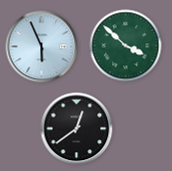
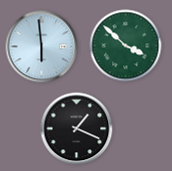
clock at (42, 47): 5:56 -> 5:59
clock at (77, 129): 12:39 -> 1:19
